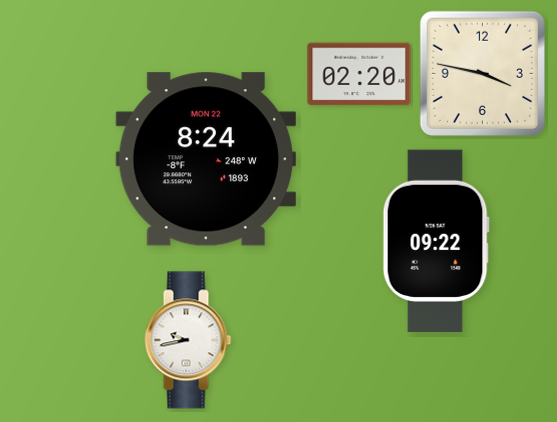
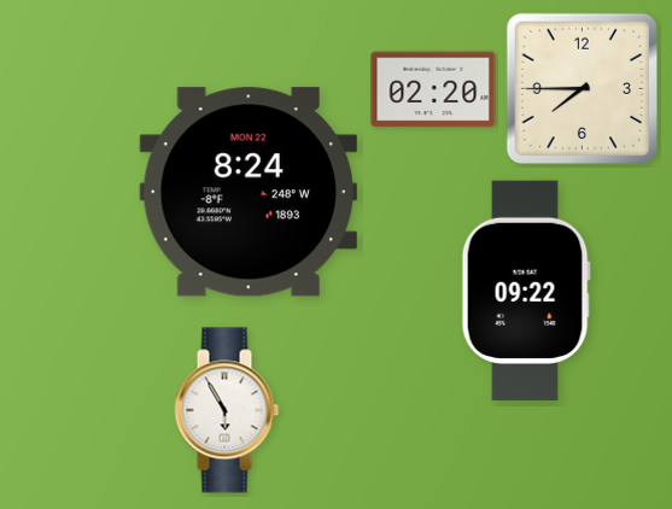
clock at (482, 73): 3:47 -> 7:45
clock at (188, 340): 9:43 -> 5:55
